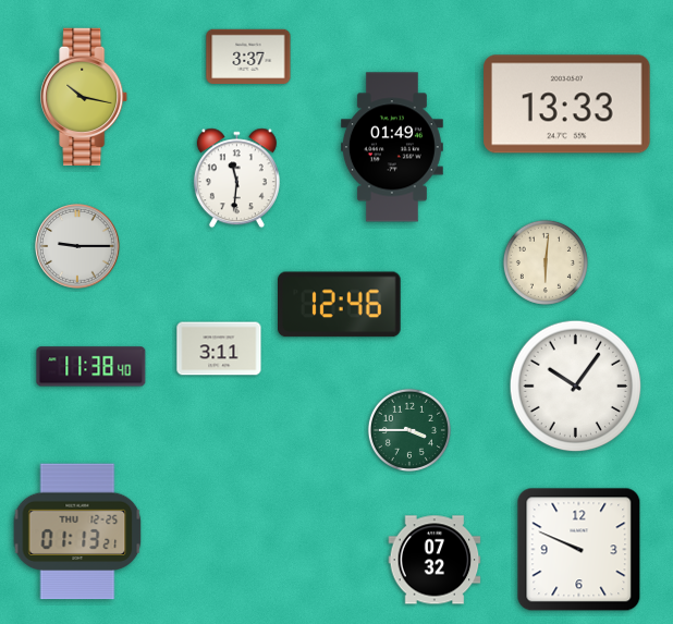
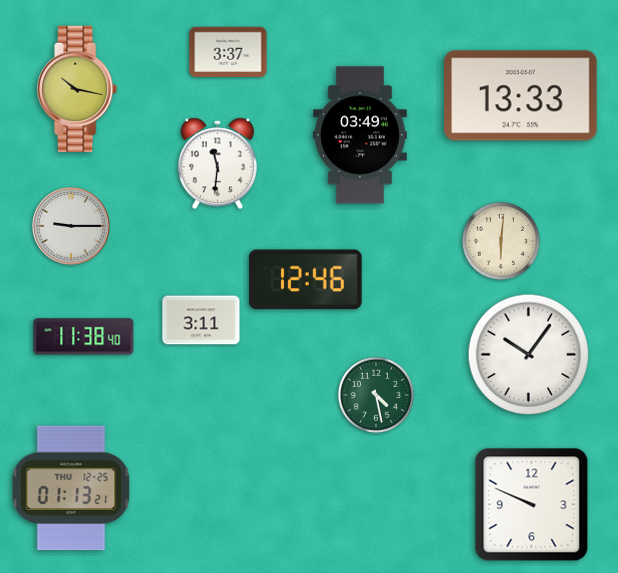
clock at (392, 147): 01:49 -> 03:49
clock at (340, 305) position: (340, 305) -> (306, 280)
clock at (409, 430): 3:45 -> 4:28
clock at (435, 560): 07:32 -> none
